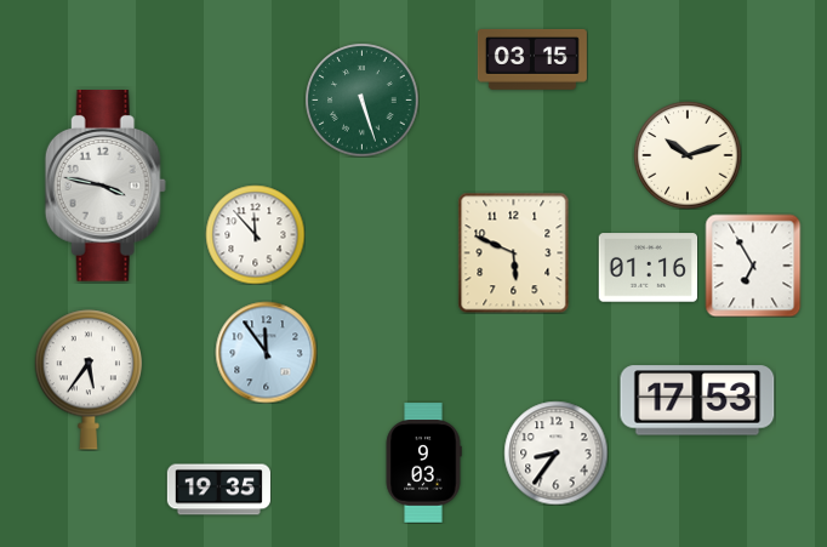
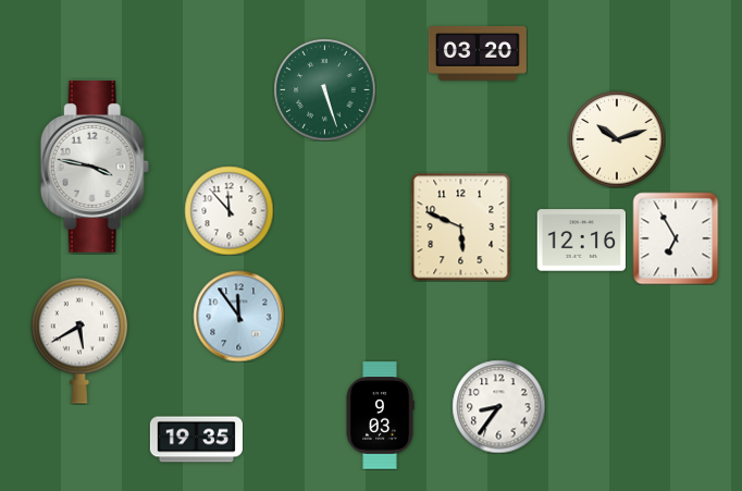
clock at (532, 59): 03:15 -> 03:20
clock at (648, 268): 01:16 -> 12:16
clock at (87, 380): 5:36 -> 5:40
clock at (697, 400): 17:53 -> none
